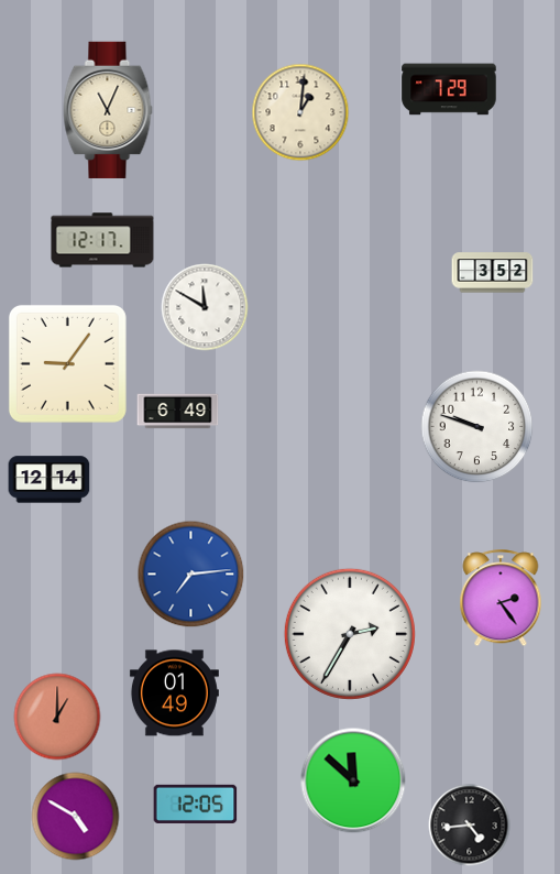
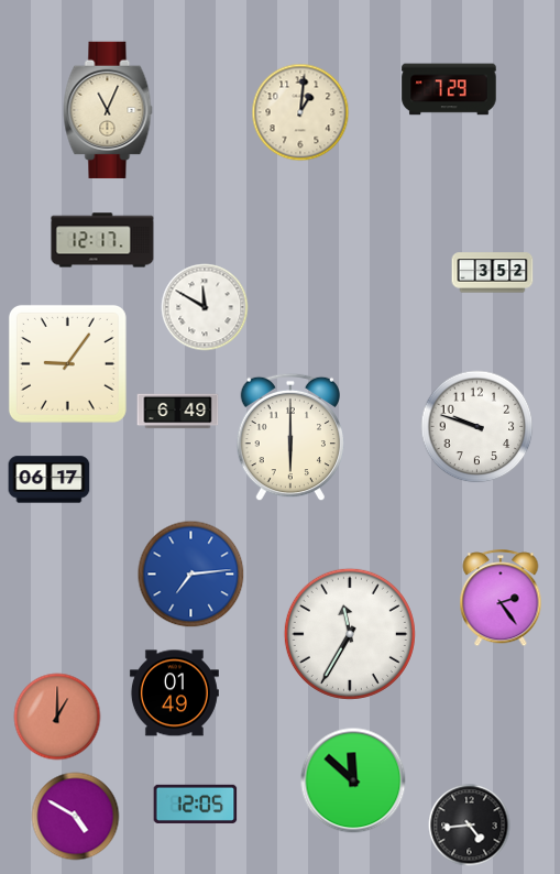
clock at (290, 437): none -> 6:00
clock at (50, 480): 12:14 -> 06:17
clock at (350, 634): 2:35 -> 11:35
